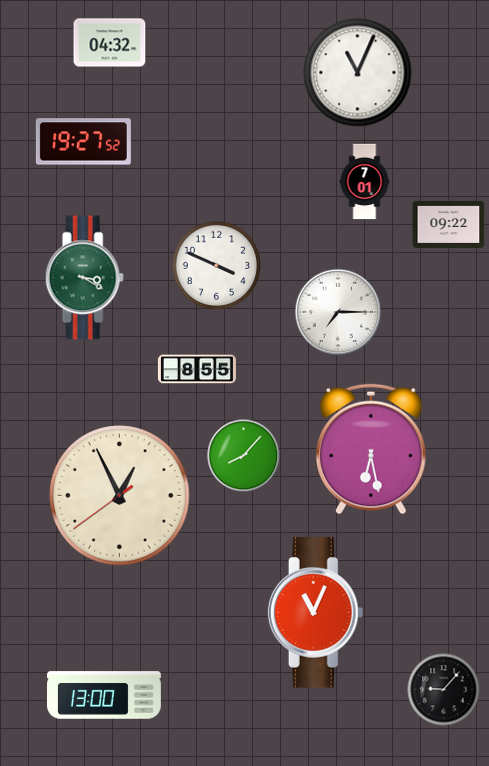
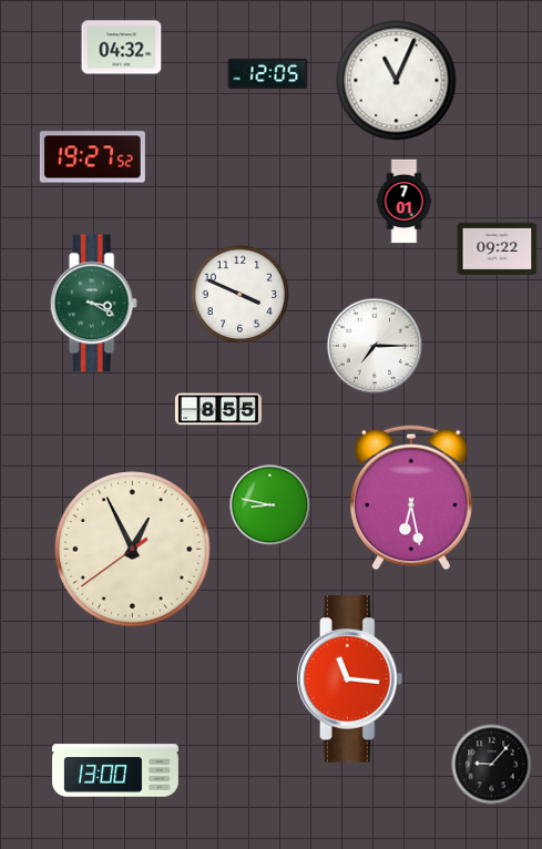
clock at (268, 74): none -> 12:05
clock at (84, 278) position: (84, 278) -> (93, 304)
clock at (244, 456): 8:07 -> 8:47
clock at (316, 613): 11:04 -> 11:16
